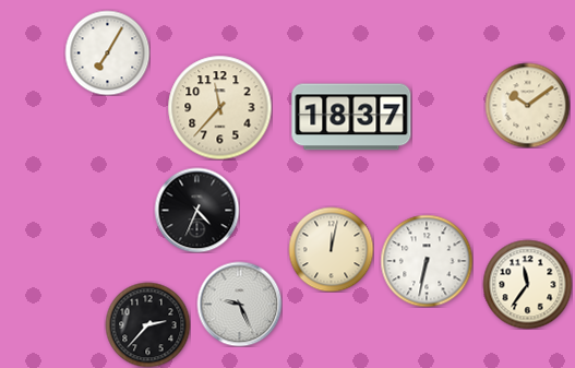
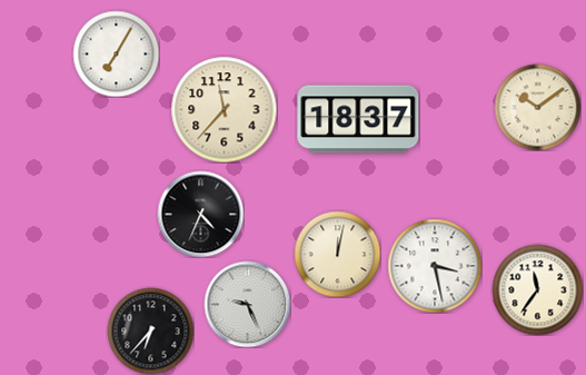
clock at (107, 52) position: (107, 52) -> (116, 53)
clock at (427, 261): 6:32 -> 3:28
clock at (239, 304) position: (239, 304) -> (247, 304)
clock at (147, 324): 2:37 -> 6:37
